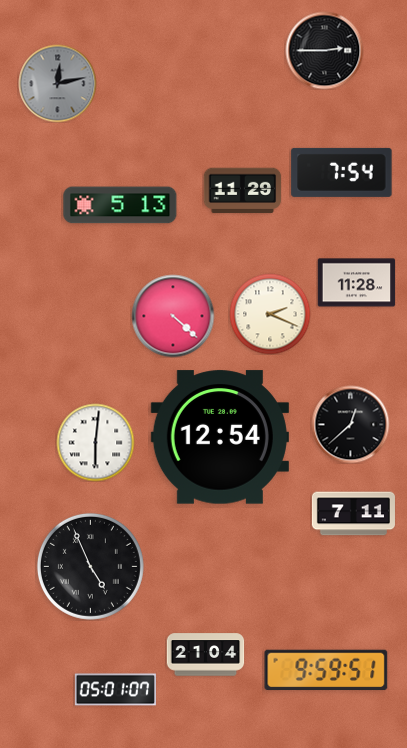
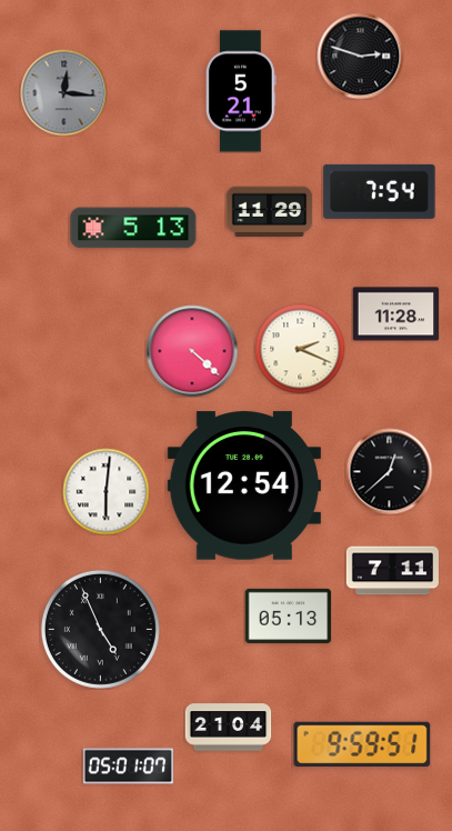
clock at (324, 50): 2:45 -> 2:48
clock at (241, 91): none -> 5:21
clock at (57, 83): 12:13 -> 12:16
clock at (288, 615): none -> 05:13
